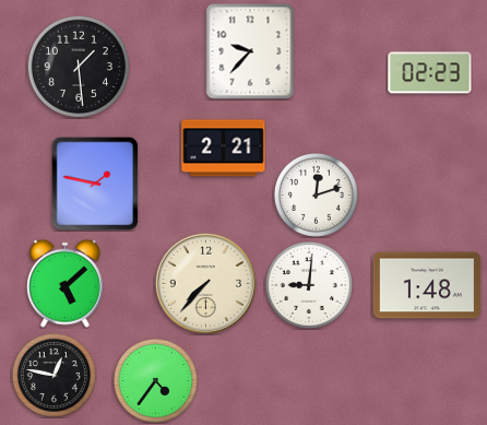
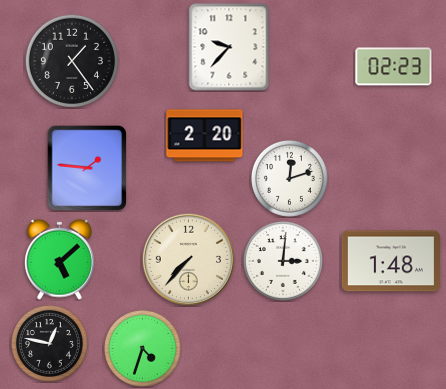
clock at (79, 67): 1:29 -> 1:24
clock at (224, 149): 2:21 -> 2:20
clock at (95, 184): 1:47 -> 1:46
clock at (309, 285): 9:01 -> 3:01
clock at (155, 380): 4:36 -> 4:33
